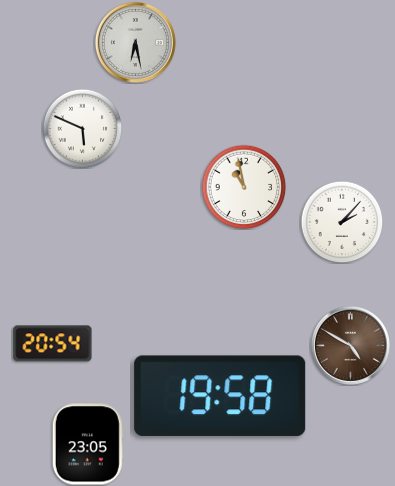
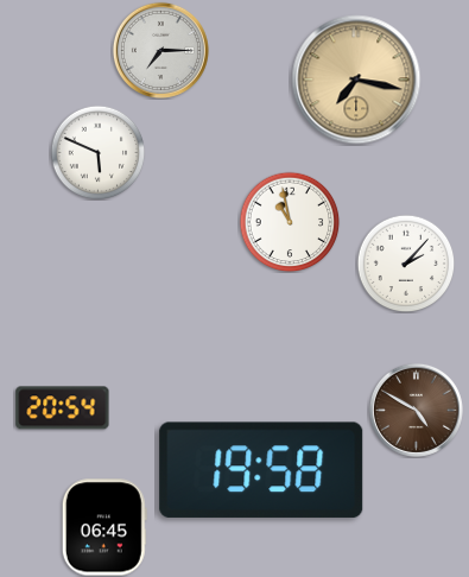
clock at (135, 42): 6:28 -> 7:15
clock at (356, 80): none -> 7:17
clock at (88, 444): 23:05 -> 06:45
